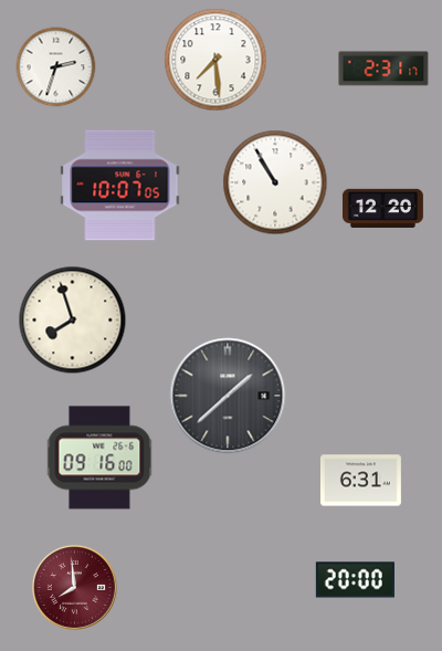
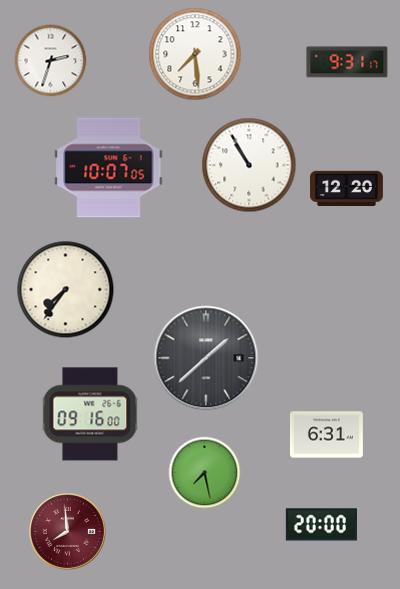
clock at (383, 69): 2:31 -> 9:31
clock at (73, 321): 7:57 -> 7:36
clock at (205, 473): none -> 7:28
